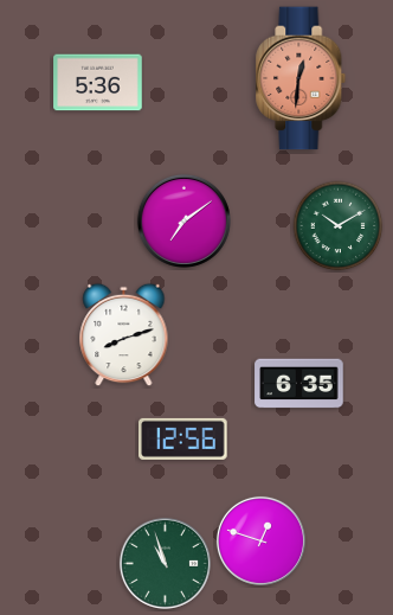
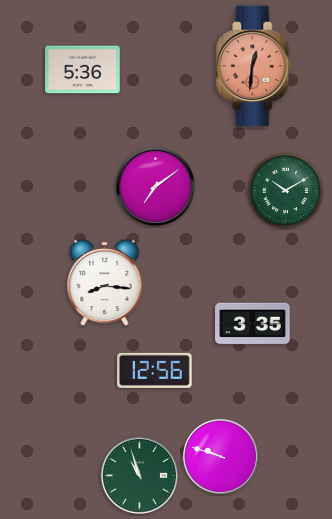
clock at (124, 335): 8:12 -> 8:16
clock at (299, 384): 6:35 -> 3:35
clock at (260, 540): 12:48 -> 9:48
